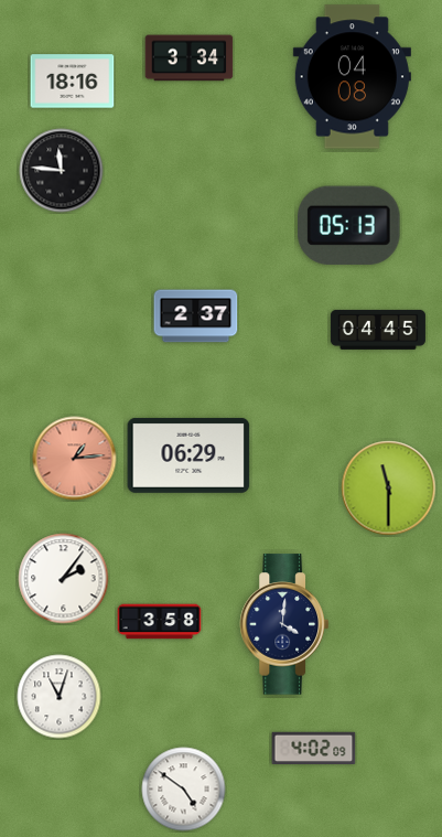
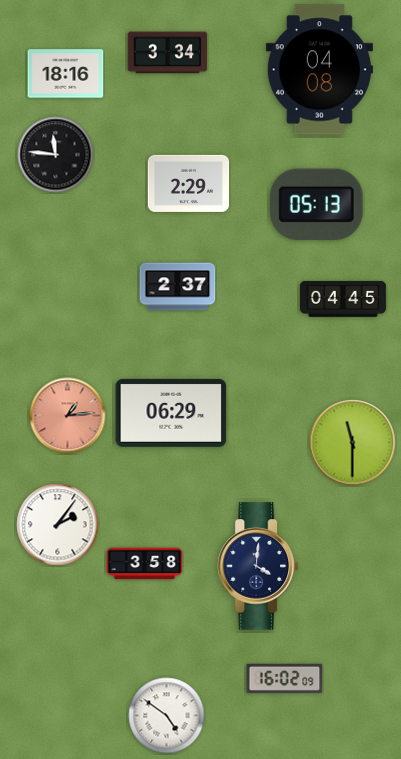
clock at (190, 58) position: (190, 58) -> (168, 53)
clock at (189, 183): none -> 2:29
clock at (60, 697): 11:03 -> none
clock at (314, 748): 4:02 -> 16:02
